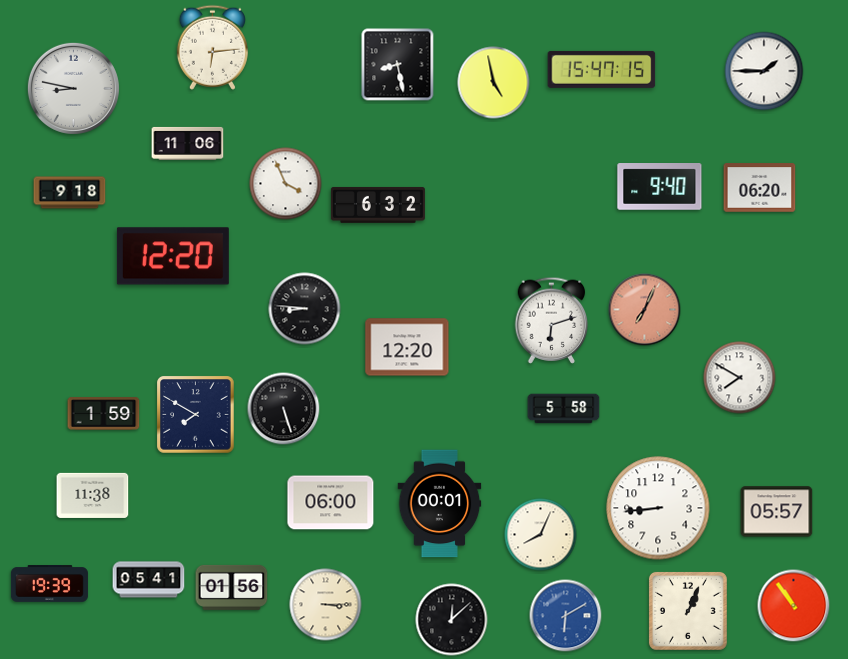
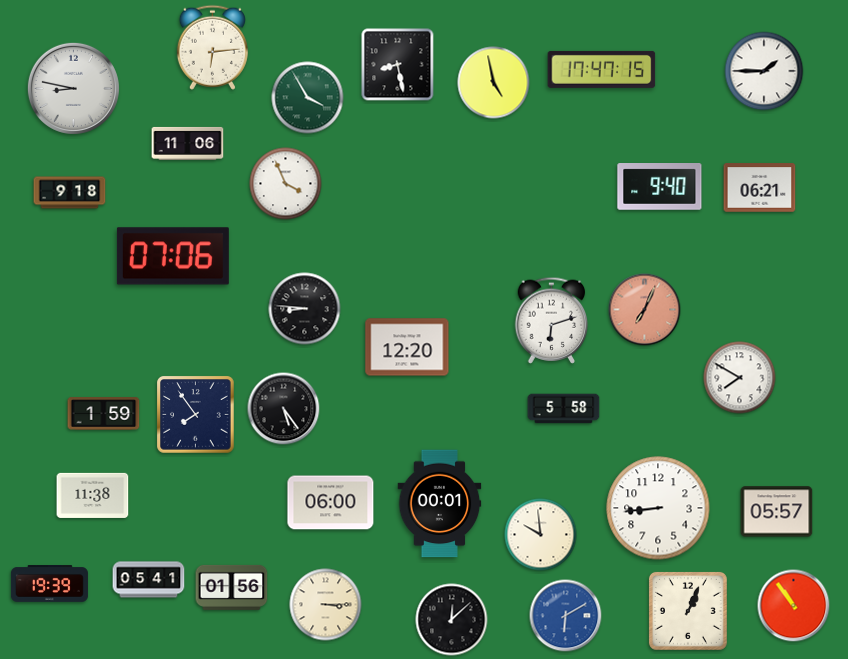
clock at (602, 69): 15:47 -> 17:47
clock at (308, 98): none -> 3:55
clock at (760, 188): 06:20 -> 06:21
clock at (378, 205): 6:32 -> none
clock at (173, 256): 12:20 -> 07:06
clock at (284, 409): 5:27 -> 5:24
clock at (196, 415): 7:50 -> 7:54
clock at (541, 535): 8:04 -> 9:59
